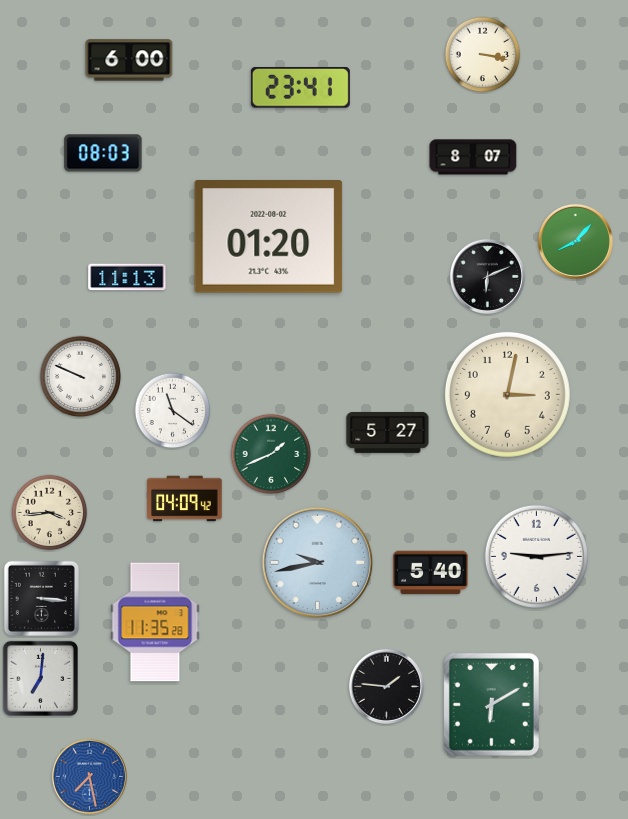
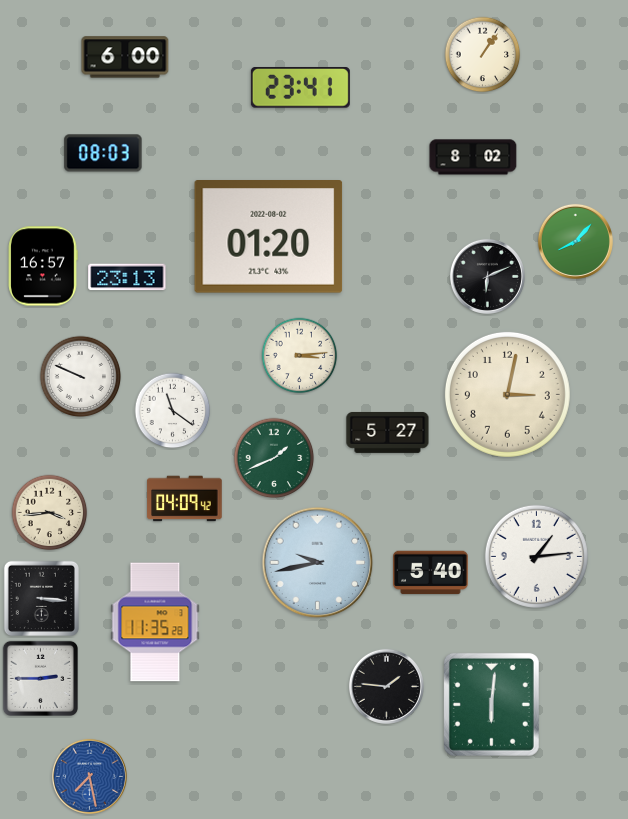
clock at (483, 55): 3:17 -> 1:06
clock at (129, 60) position: (129, 60) -> (125, 57)
clock at (473, 157): 8:07 -> 8:02
clock at (43, 266): none -> 16:57
clock at (127, 277): 11:13 -> 23:13
clock at (300, 356): none -> 3:14
clock at (271, 454) position: (271, 454) -> (274, 458)
clock at (536, 556): 9:14 -> 1:14
clock at (40, 678): 7:01 -> 2:45
clock at (491, 704): 6:10 -> 6:01
